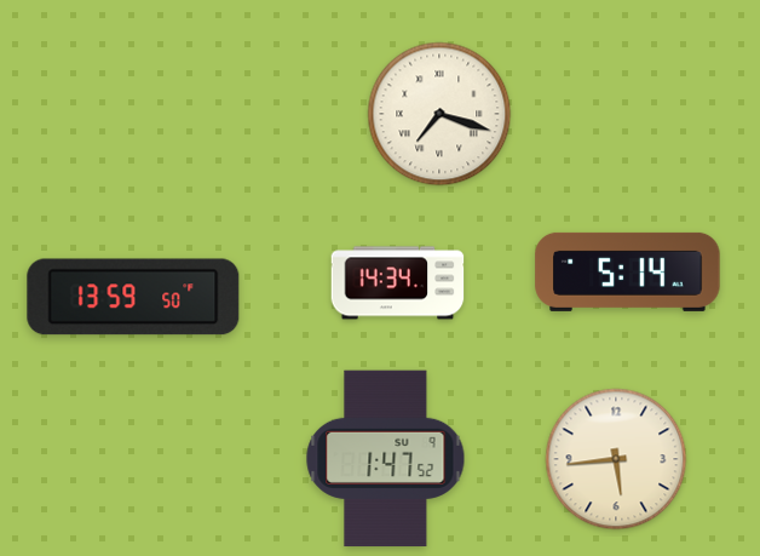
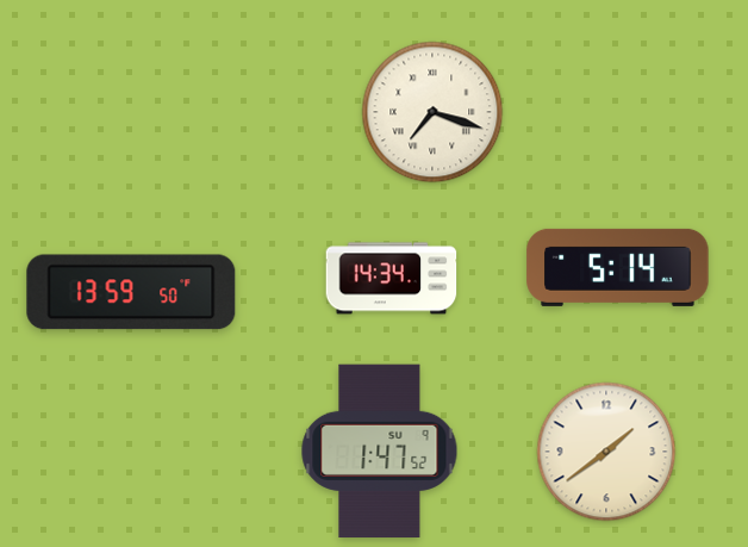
clock at (616, 459): 5:44 -> 1:39
